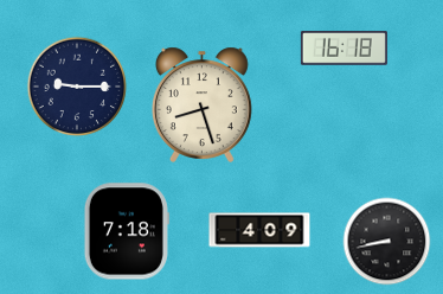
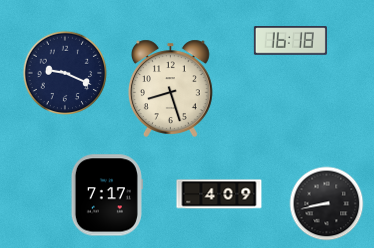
clock at (77, 87): 9:15 -> 9:19
clock at (127, 231): 7:18 -> 7:17
